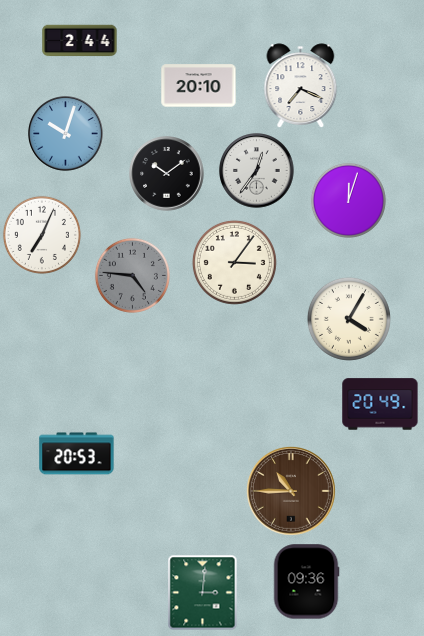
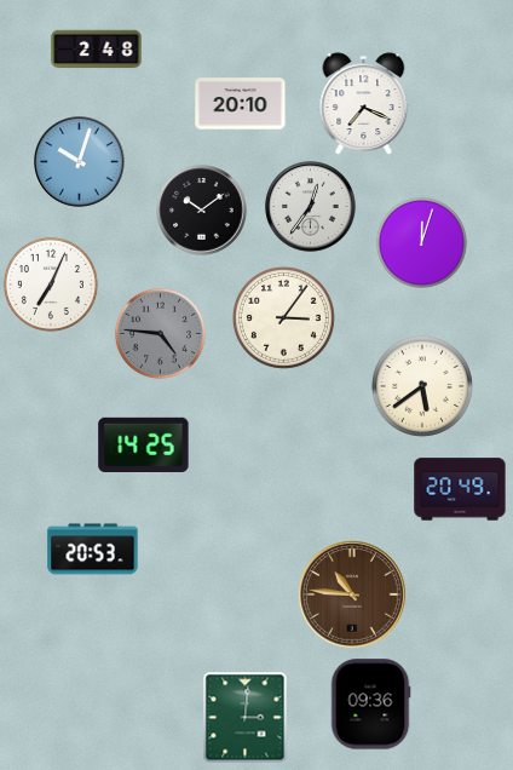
clock at (80, 41): 2:44 -> 2:48
clock at (349, 319): 4:05 -> 5:39
clock at (144, 444): none -> 14:25
clock at (291, 491): 10:45 -> 10:46
